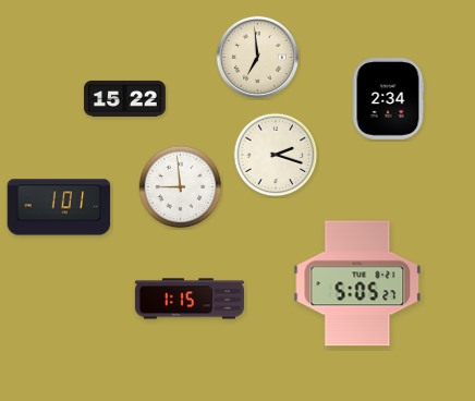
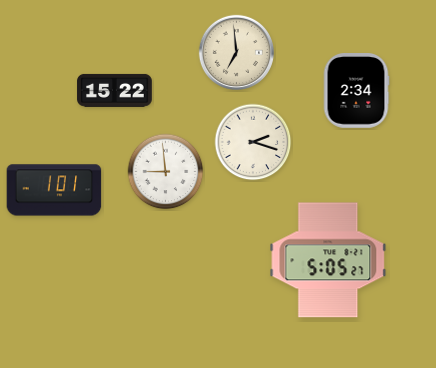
clock at (190, 299): 1:15 -> none
